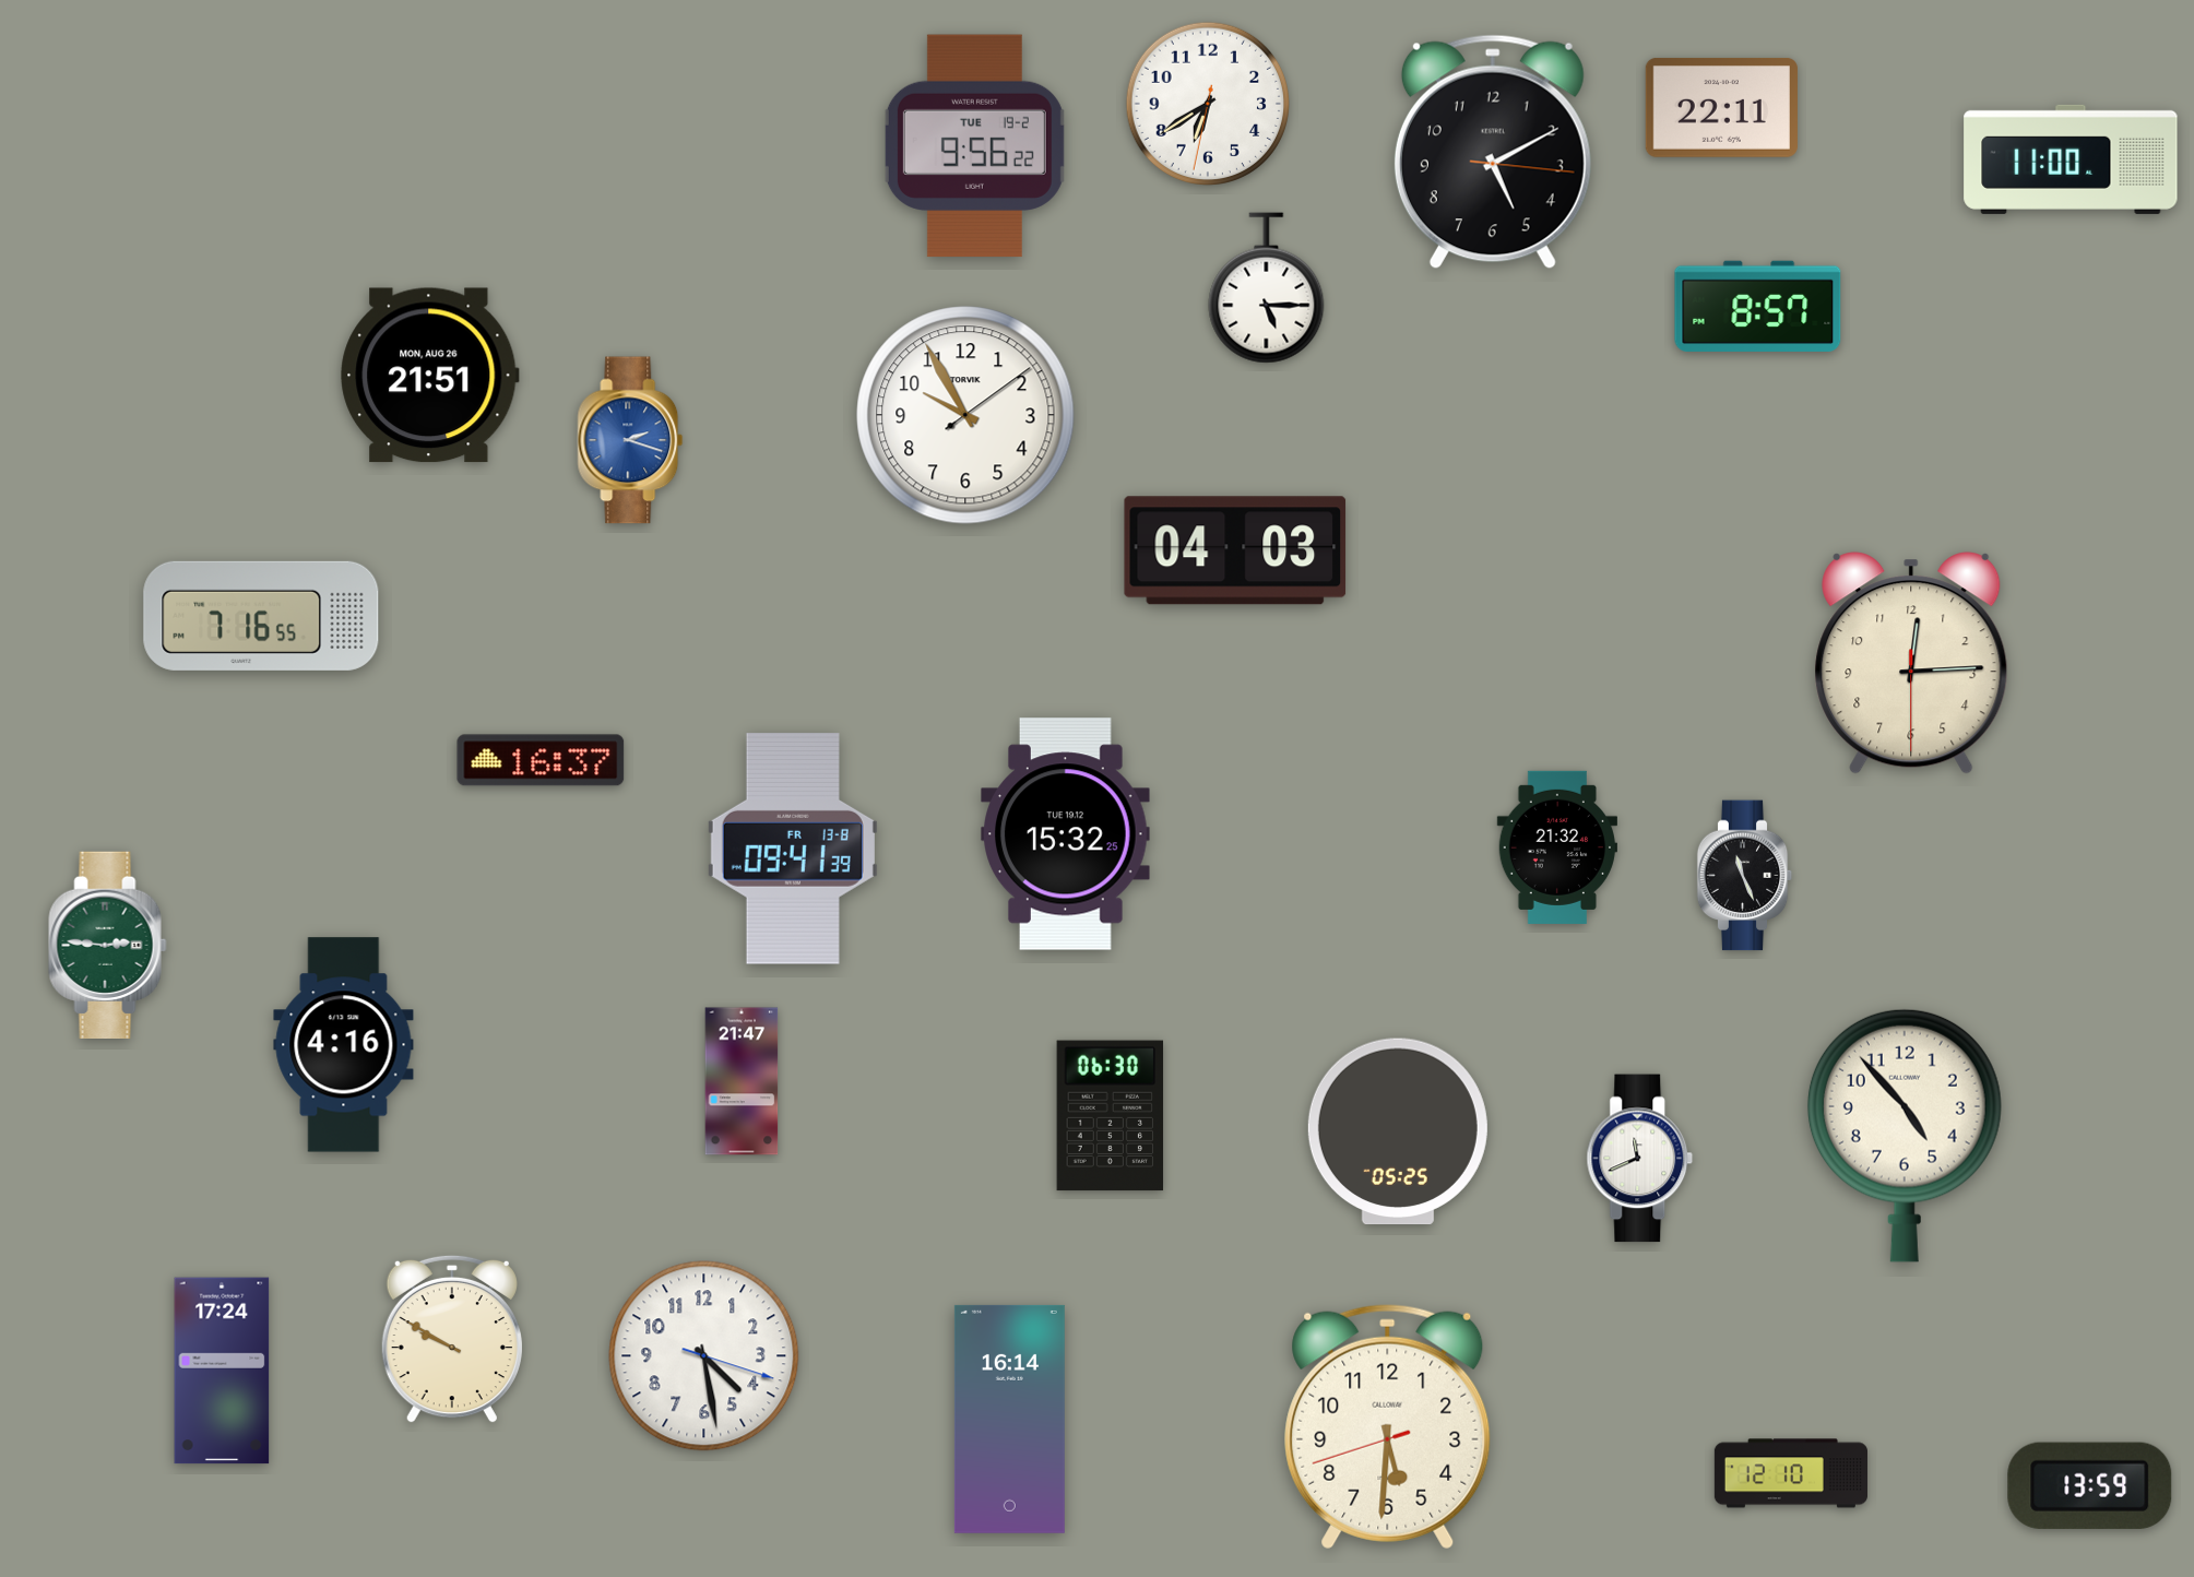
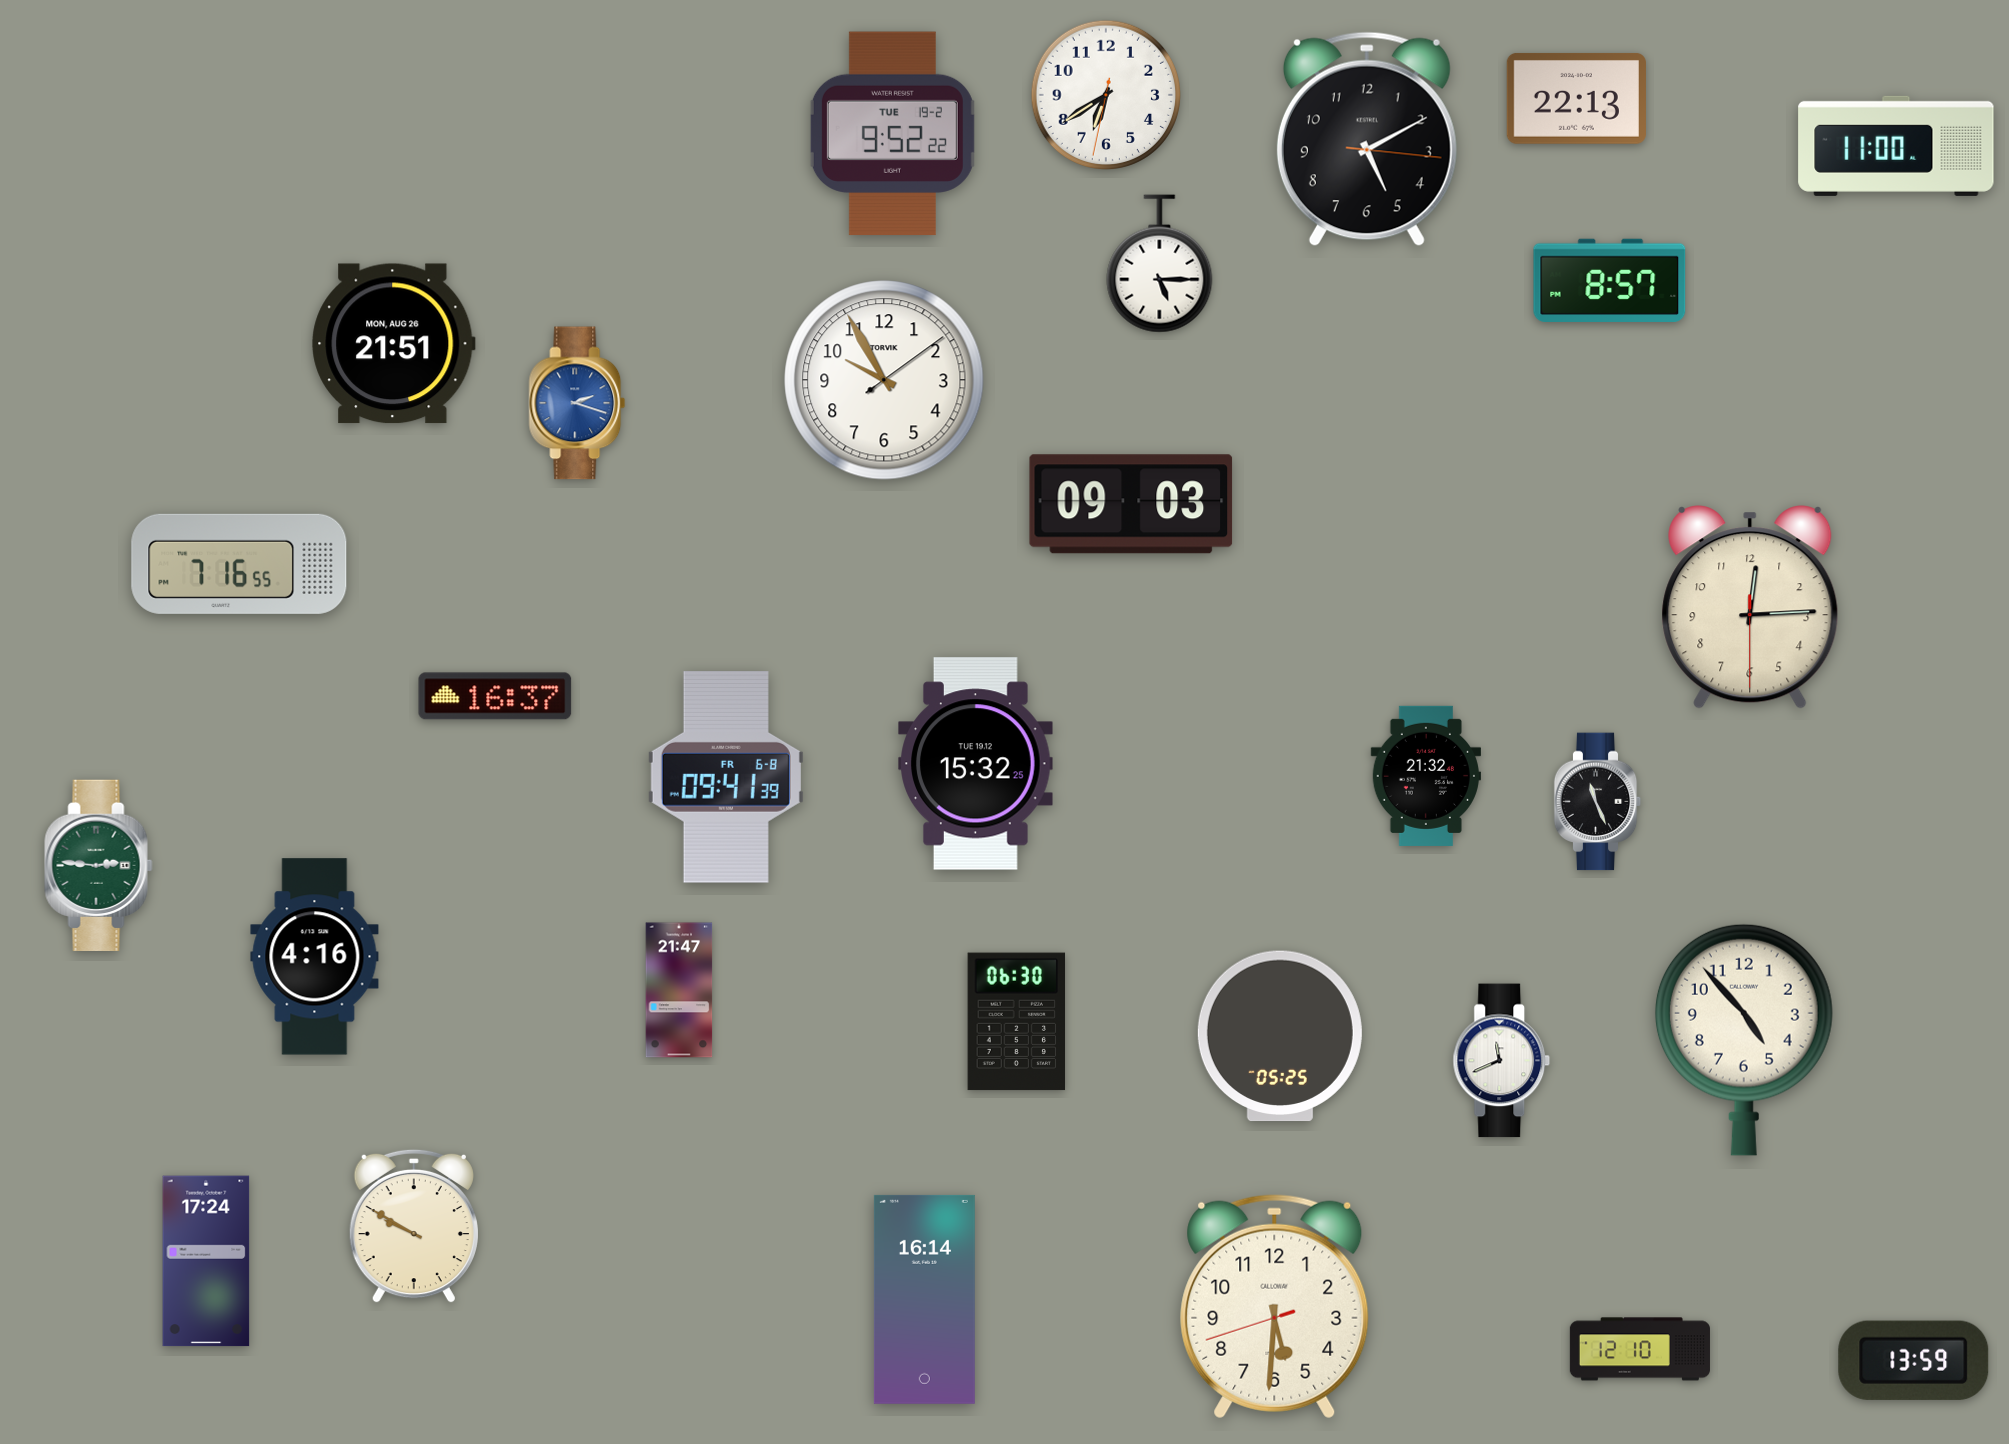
clock at (1721, 108): 22:11 -> 22:13
clock at (974, 146): 9:56 -> 9:52
clock at (1235, 550): 04:03 -> 09:03
clock at (793, 849) date: FR 13-8 -> FR 6-8
clock at (704, 1356): 4:28 -> none
clock at (222, 1371) position: (222, 1371) -> (206, 1261)
clock at (1388, 1427) position: (1388, 1427) -> (1275, 1307)
